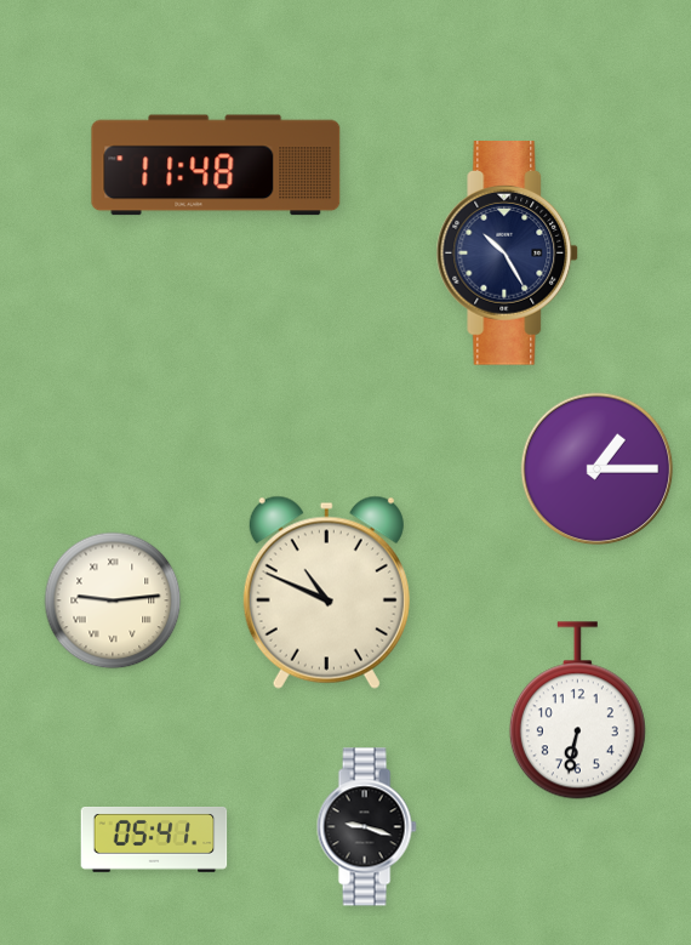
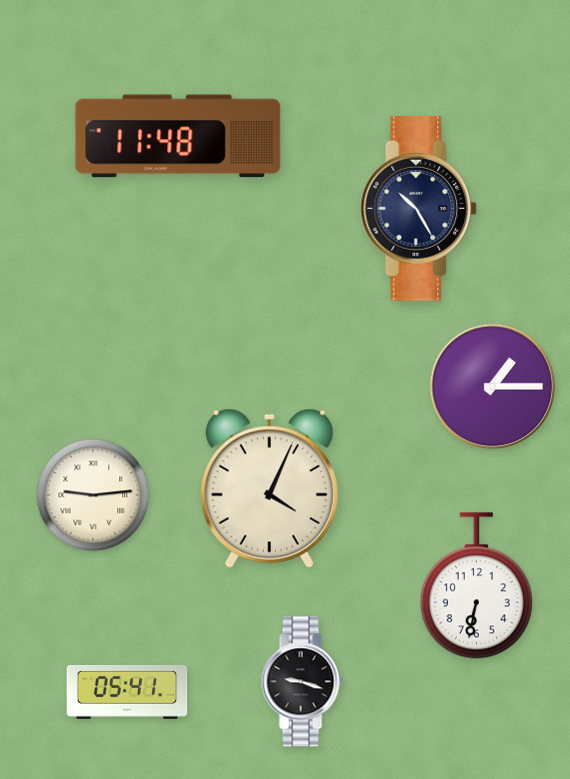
clock at (326, 592): 10:49 -> 4:04
